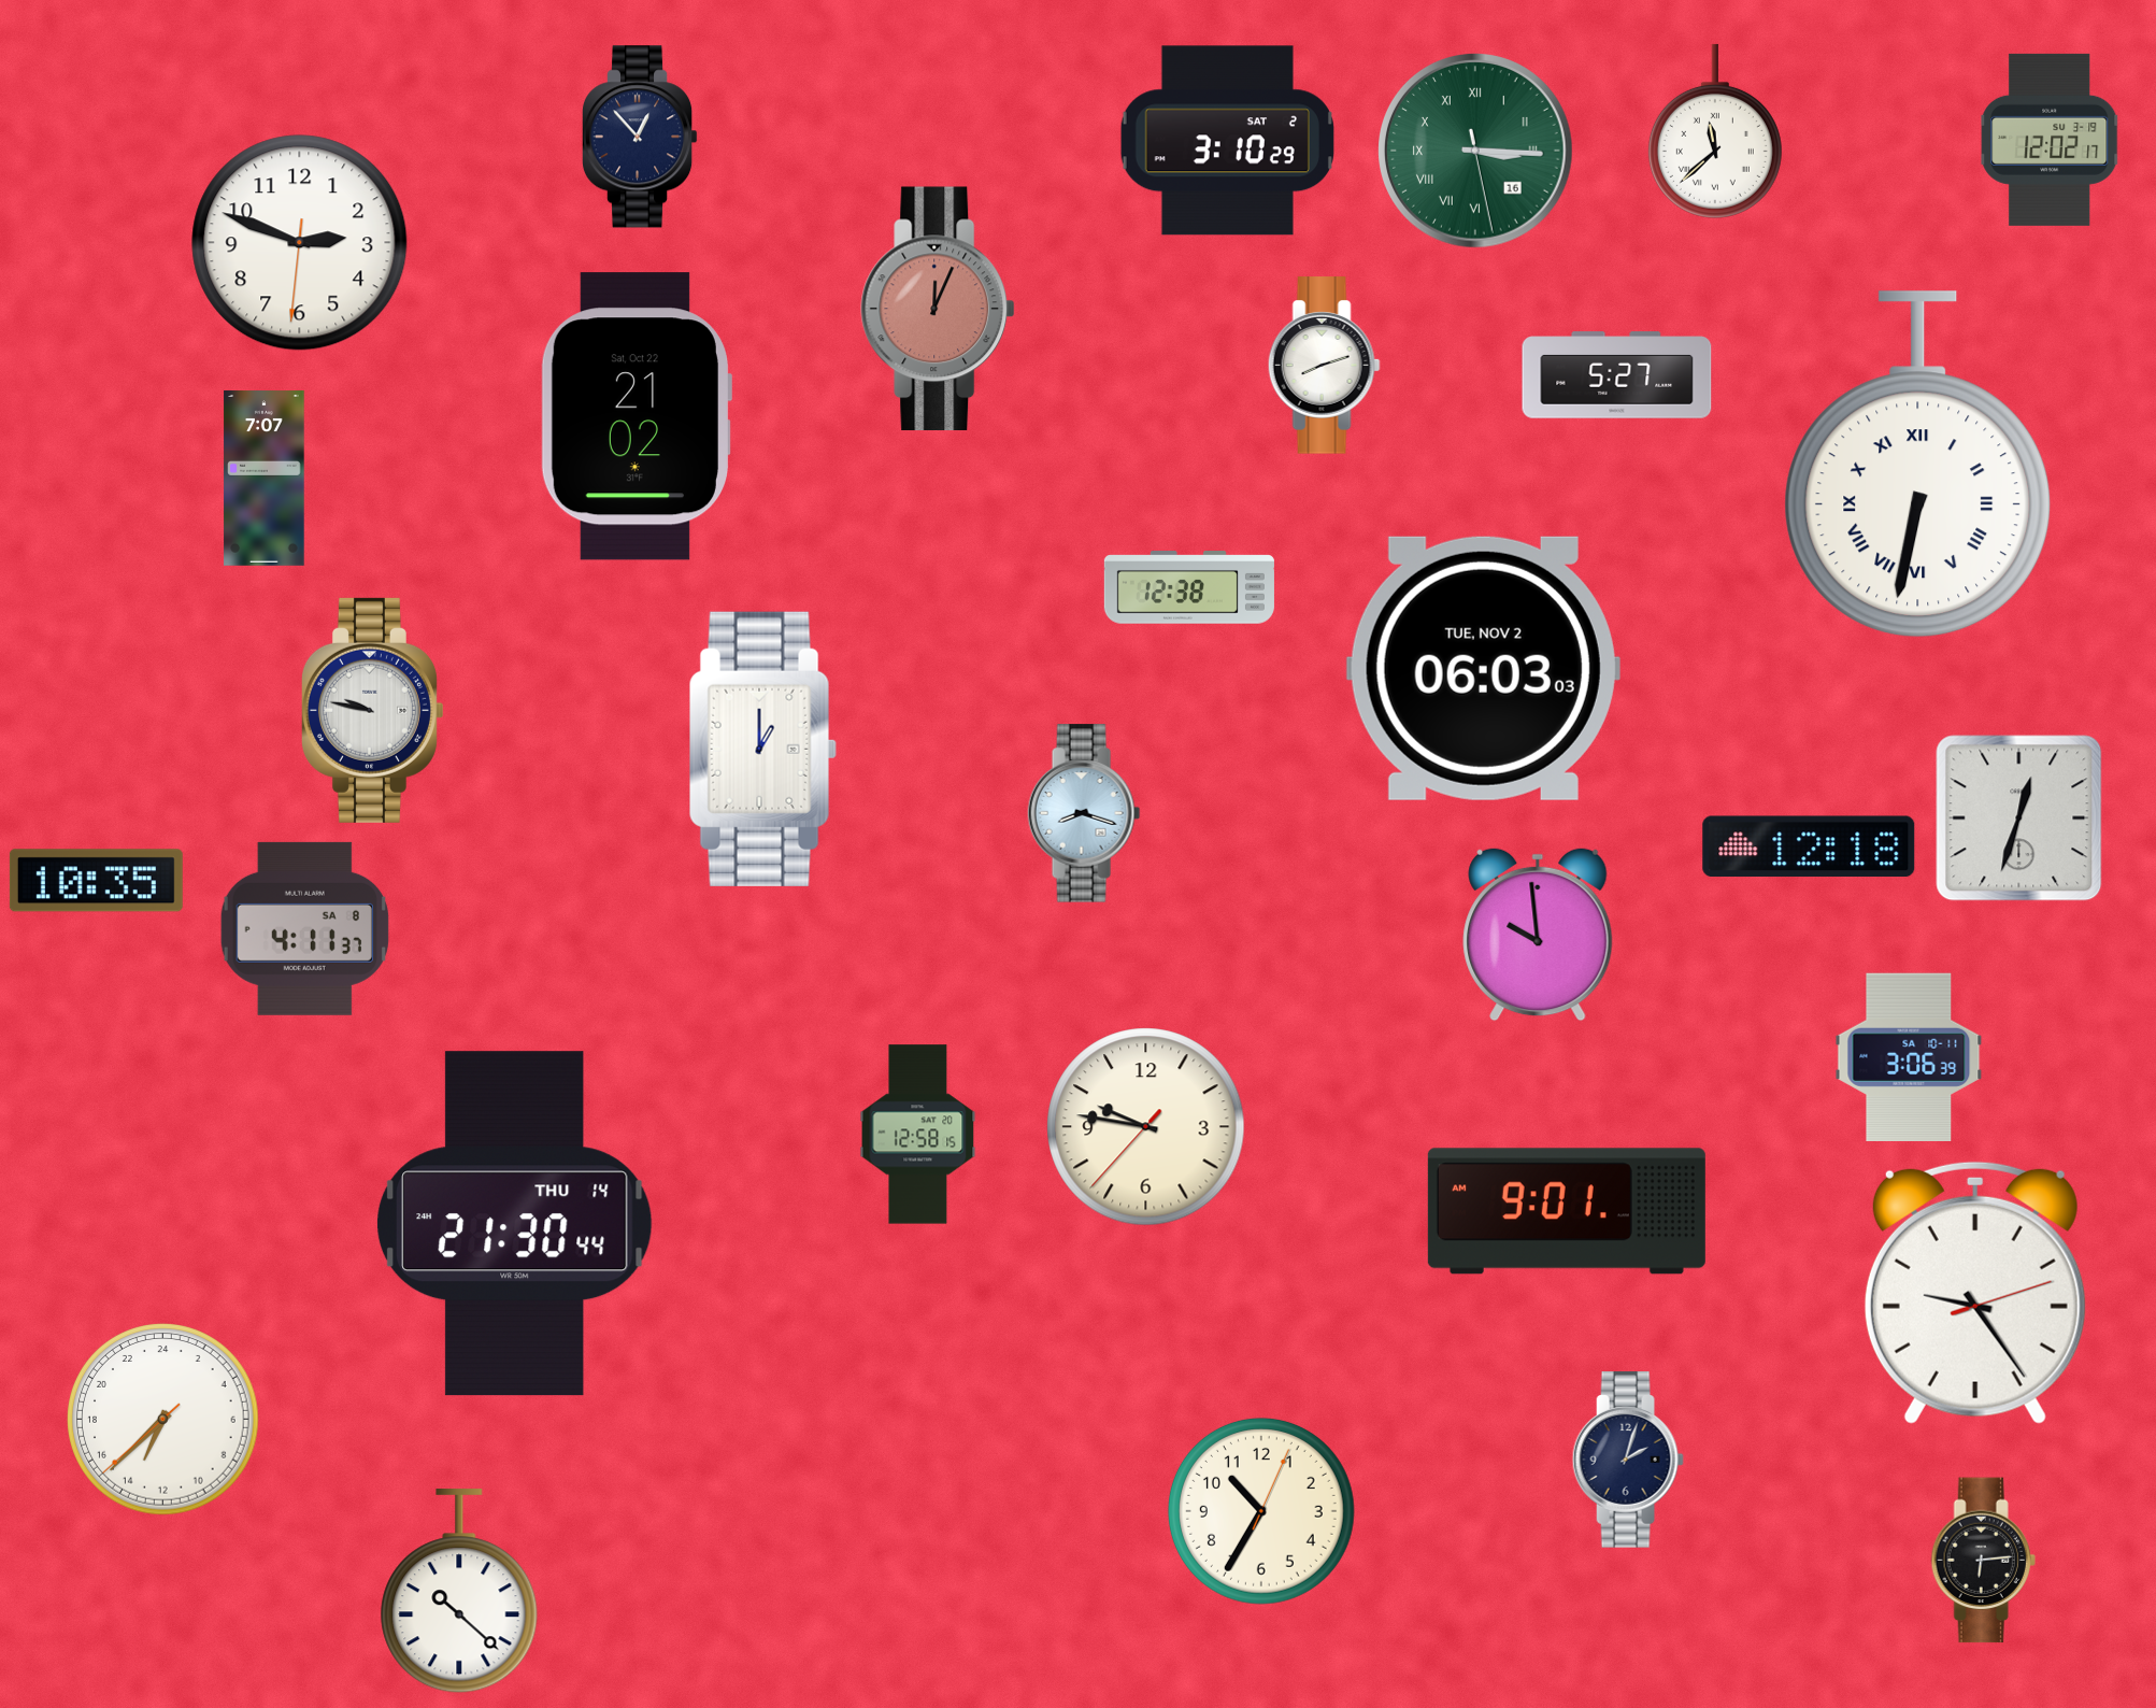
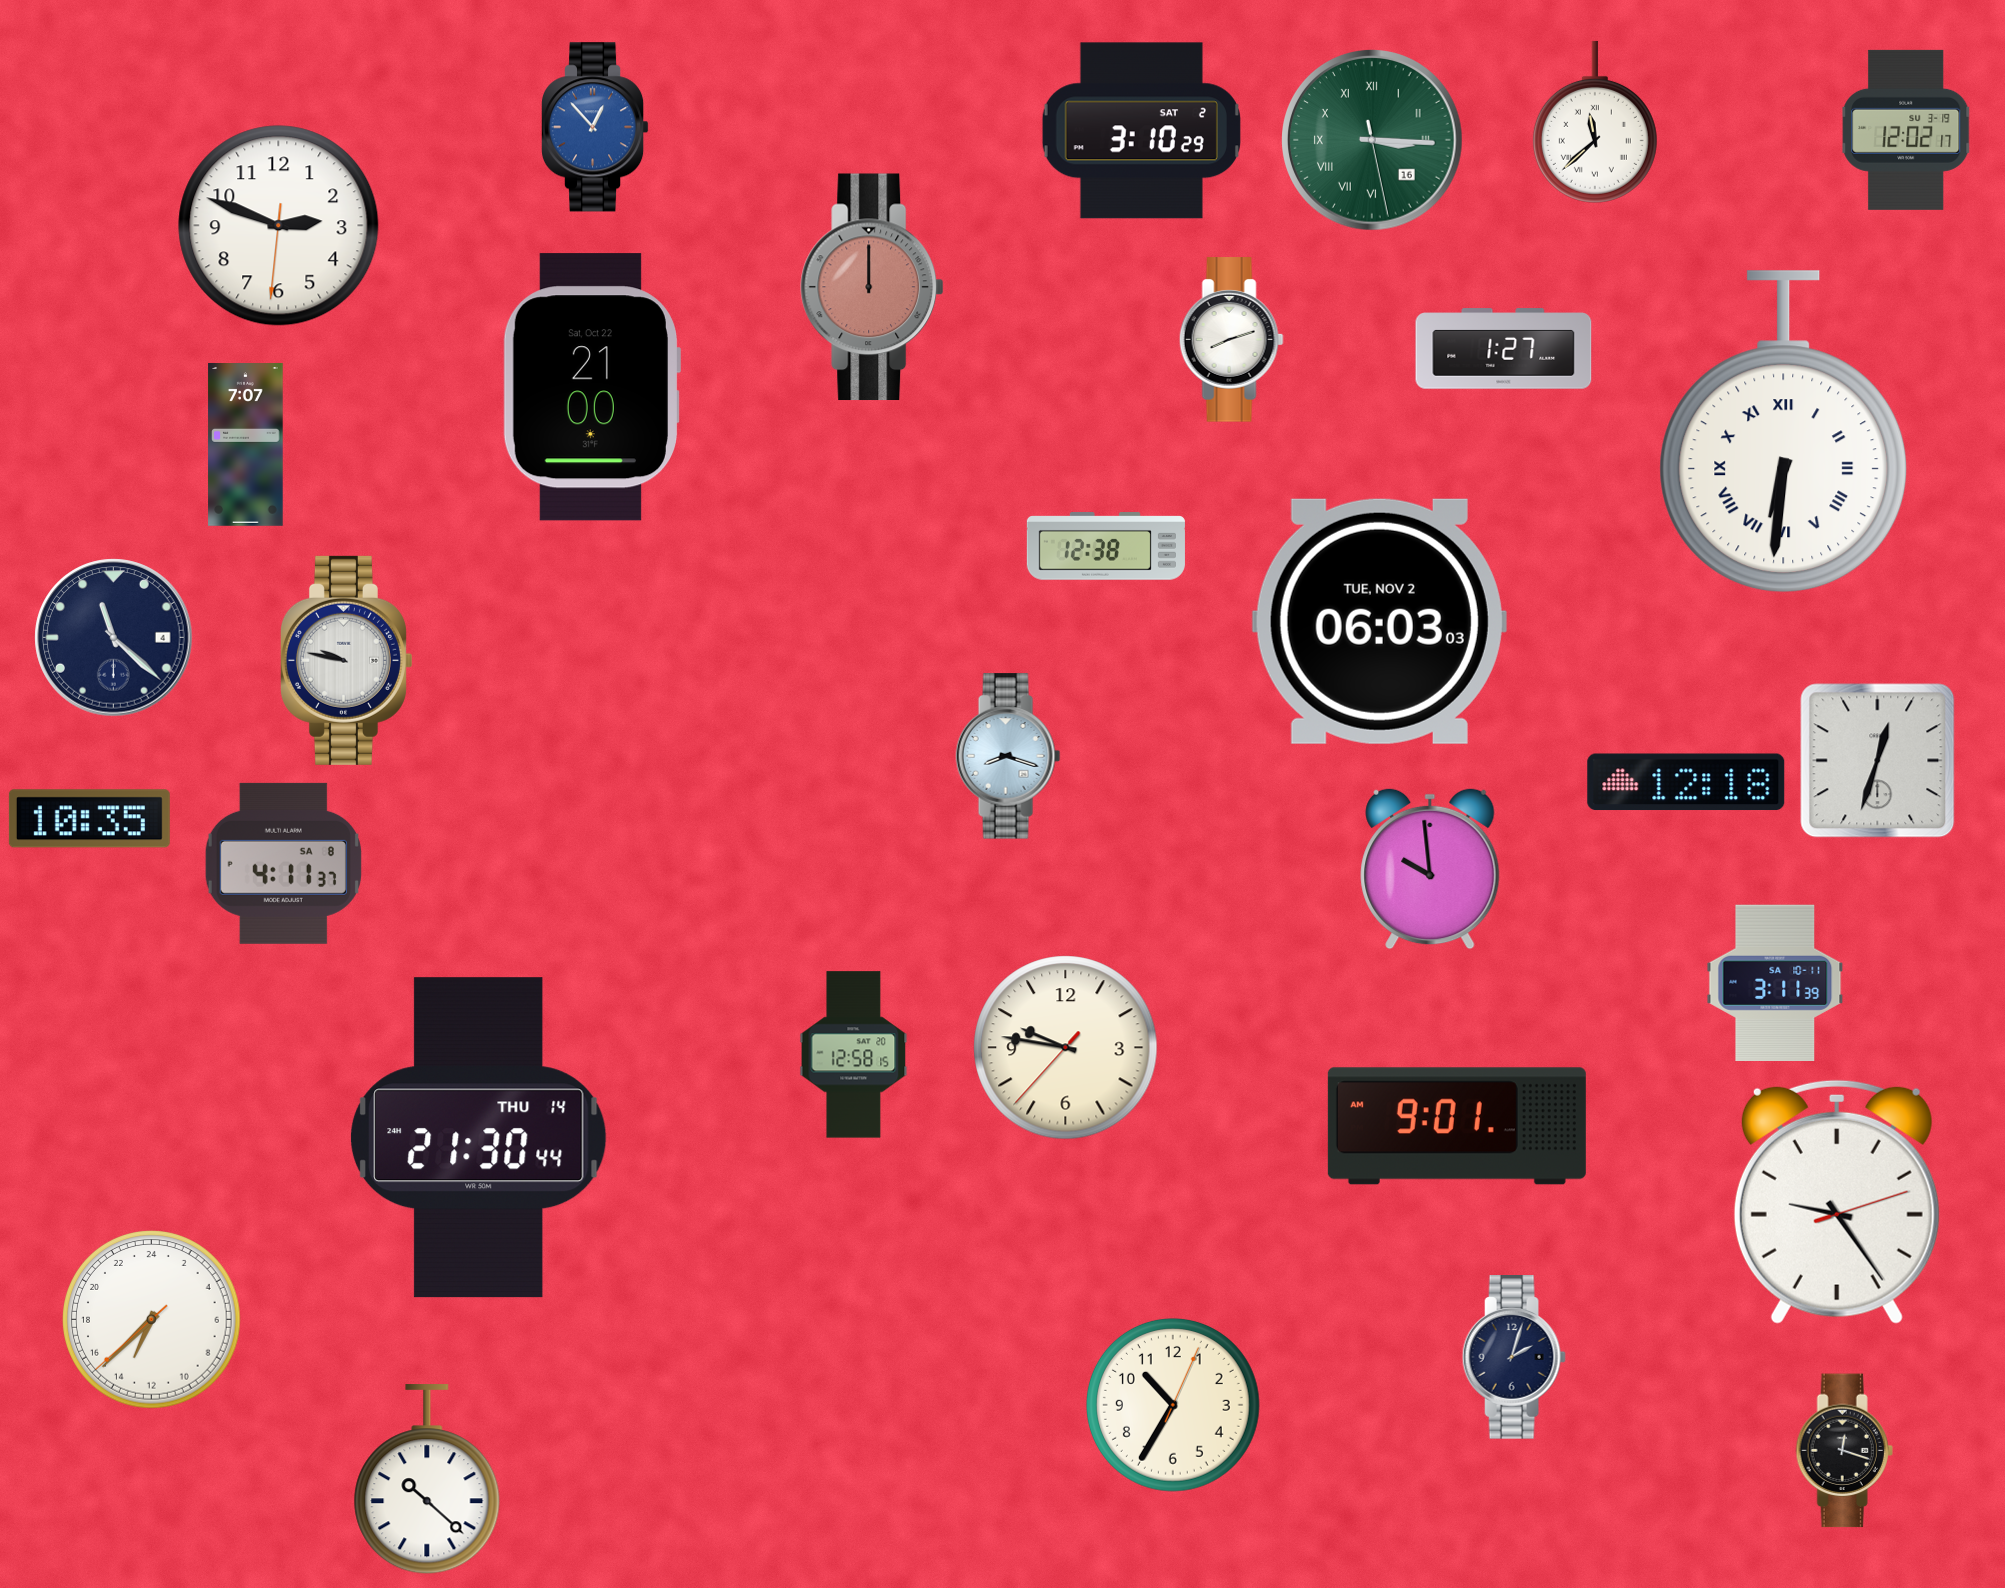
clock at (640, 137) dial: navy -> blue
clock at (938, 309): 12:04 -> 12:00
clock at (1617, 375): 5:27 -> 1:27
clock at (636, 416): 21:02 -> 21:00
clock at (1918, 465): 6:32 -> 6:31
clock at (114, 638): none -> 11:22
clock at (762, 749): 1:00 -> none
clock at (1809, 846) position: (1809, 846) -> (1686, 782)
clock at (1909, 1057): 3:06 -> 3:11
clock at (1983, 1561): 6:14 -> 12:18
